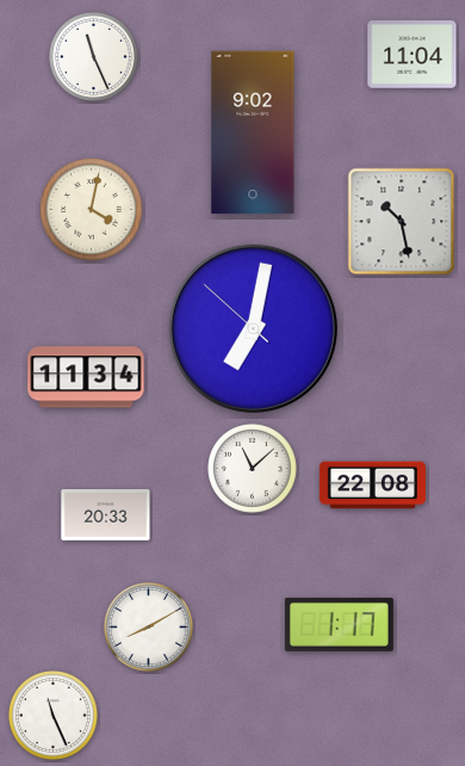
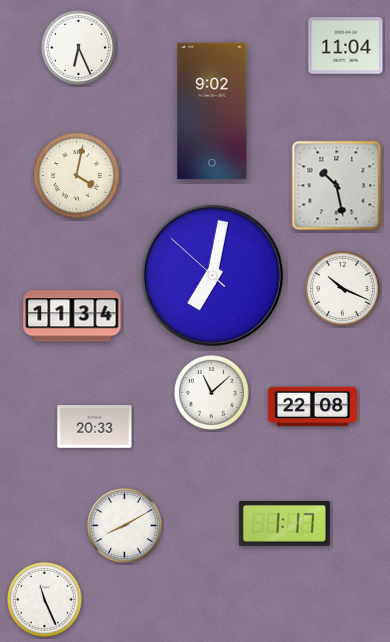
clock at (94, 57): 11:26 -> 6:26
clock at (343, 289): none -> 10:19
clock at (106, 515) position: (106, 515) -> (95, 427)
